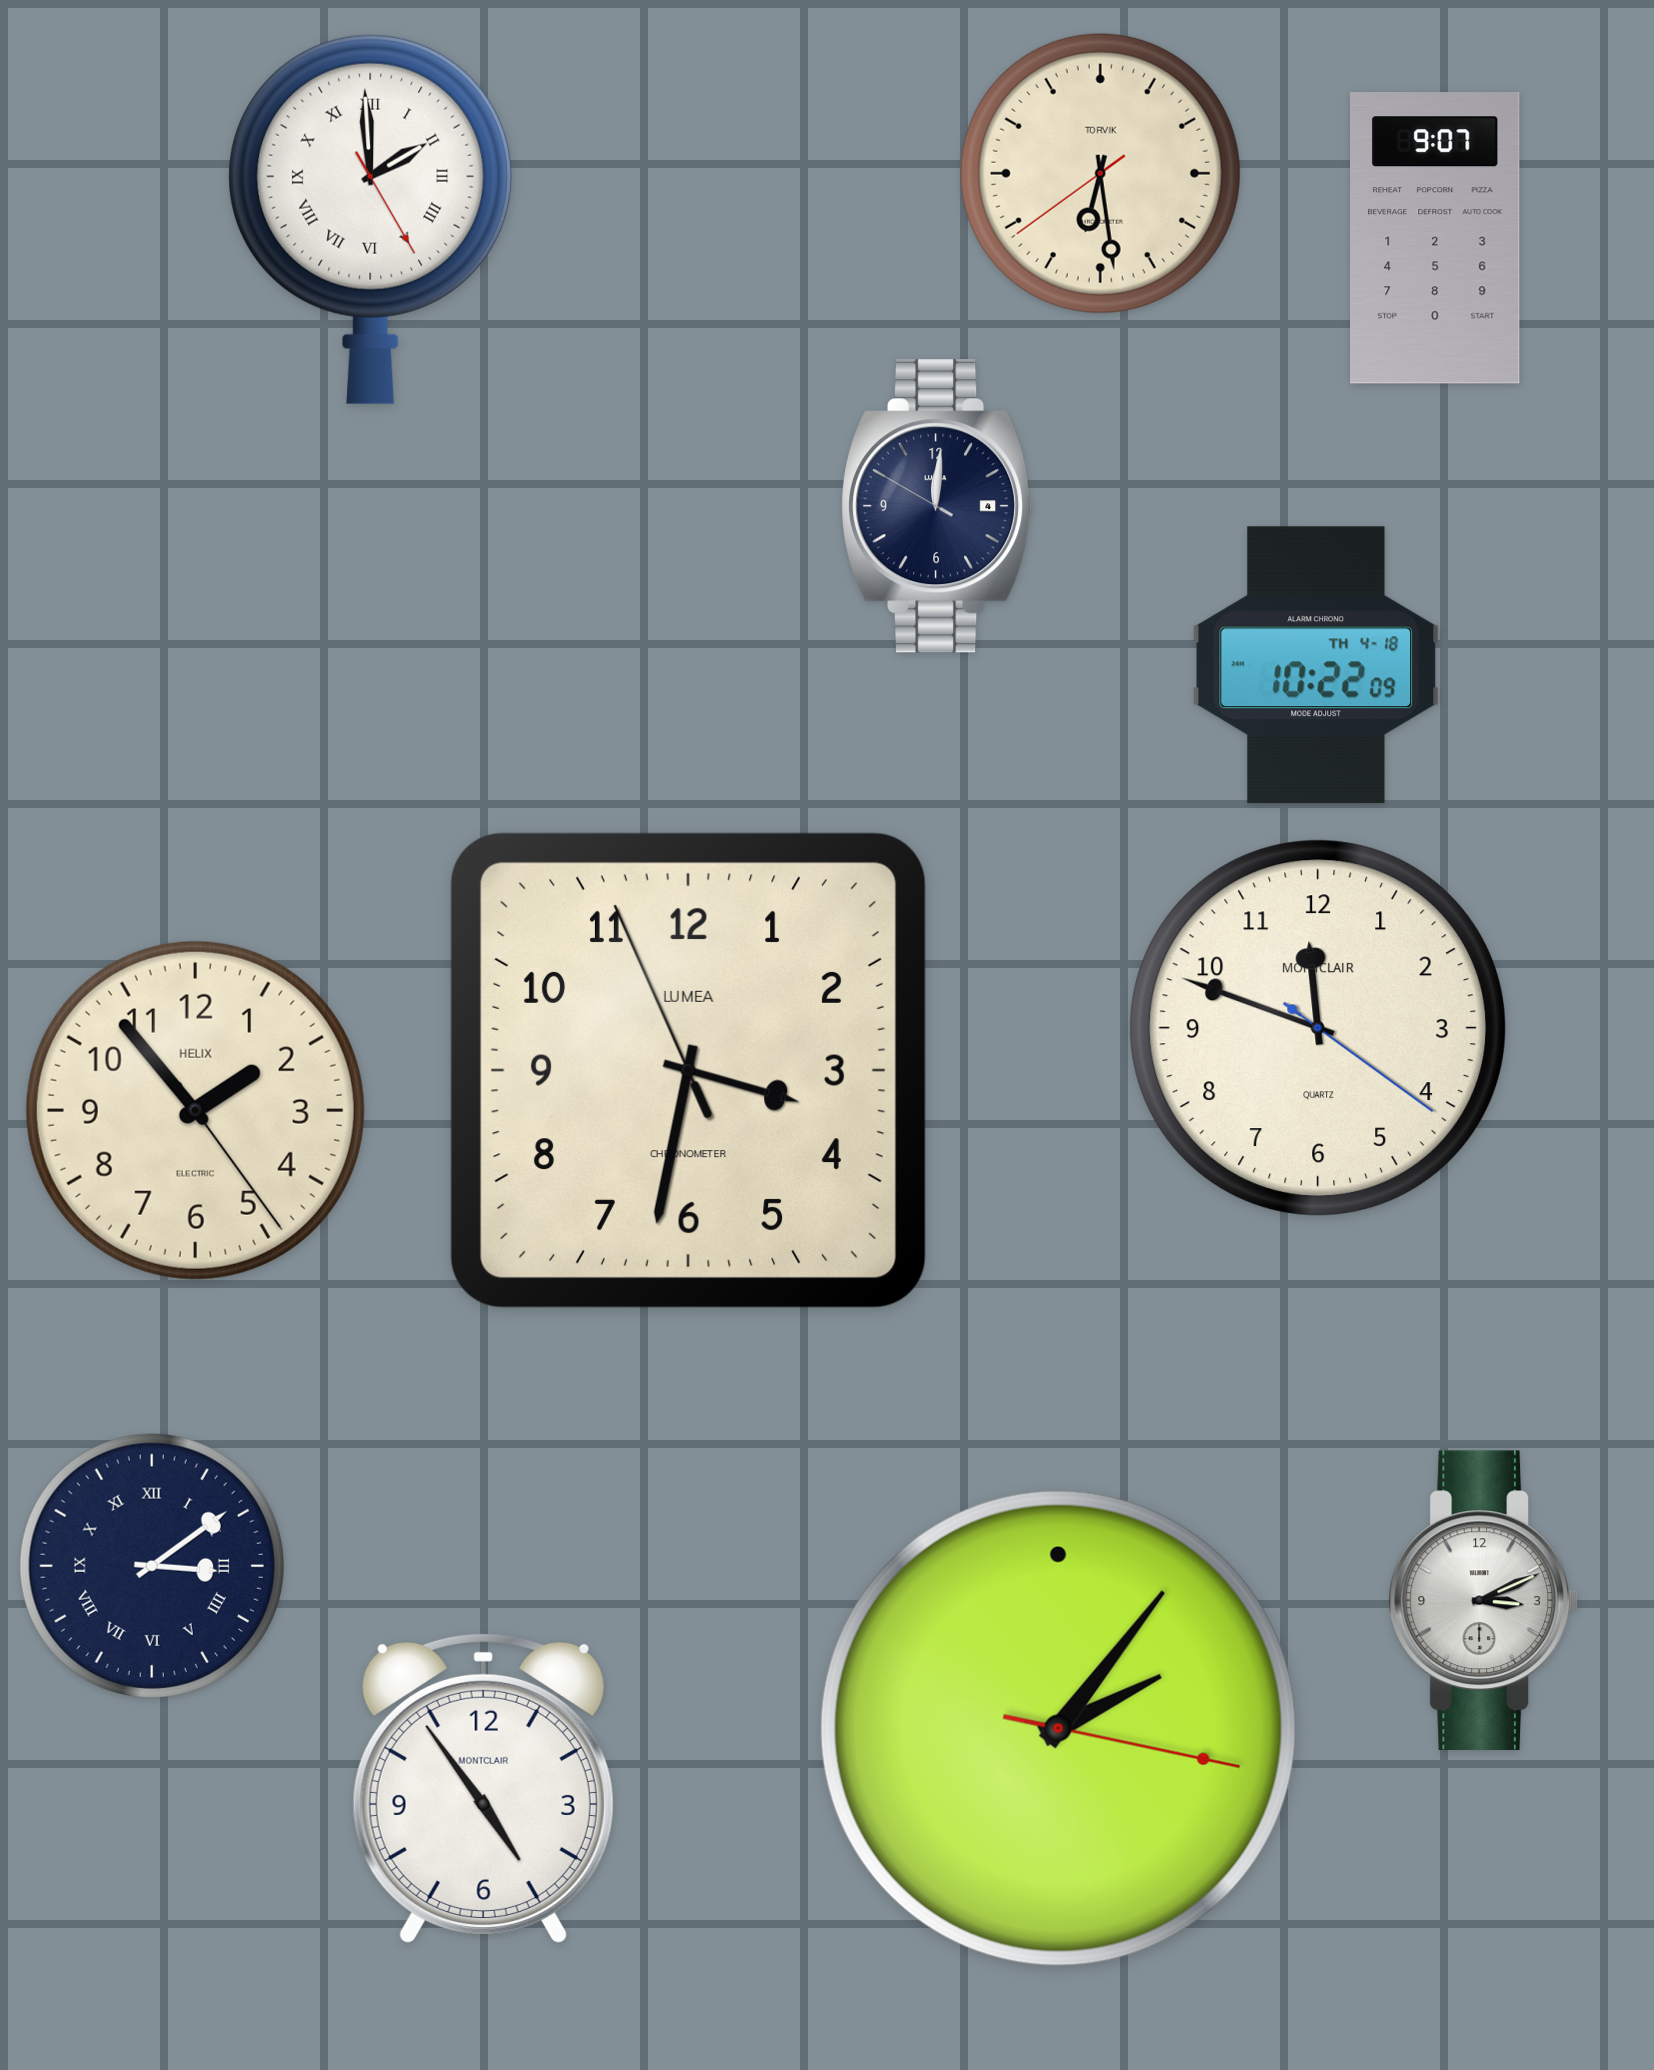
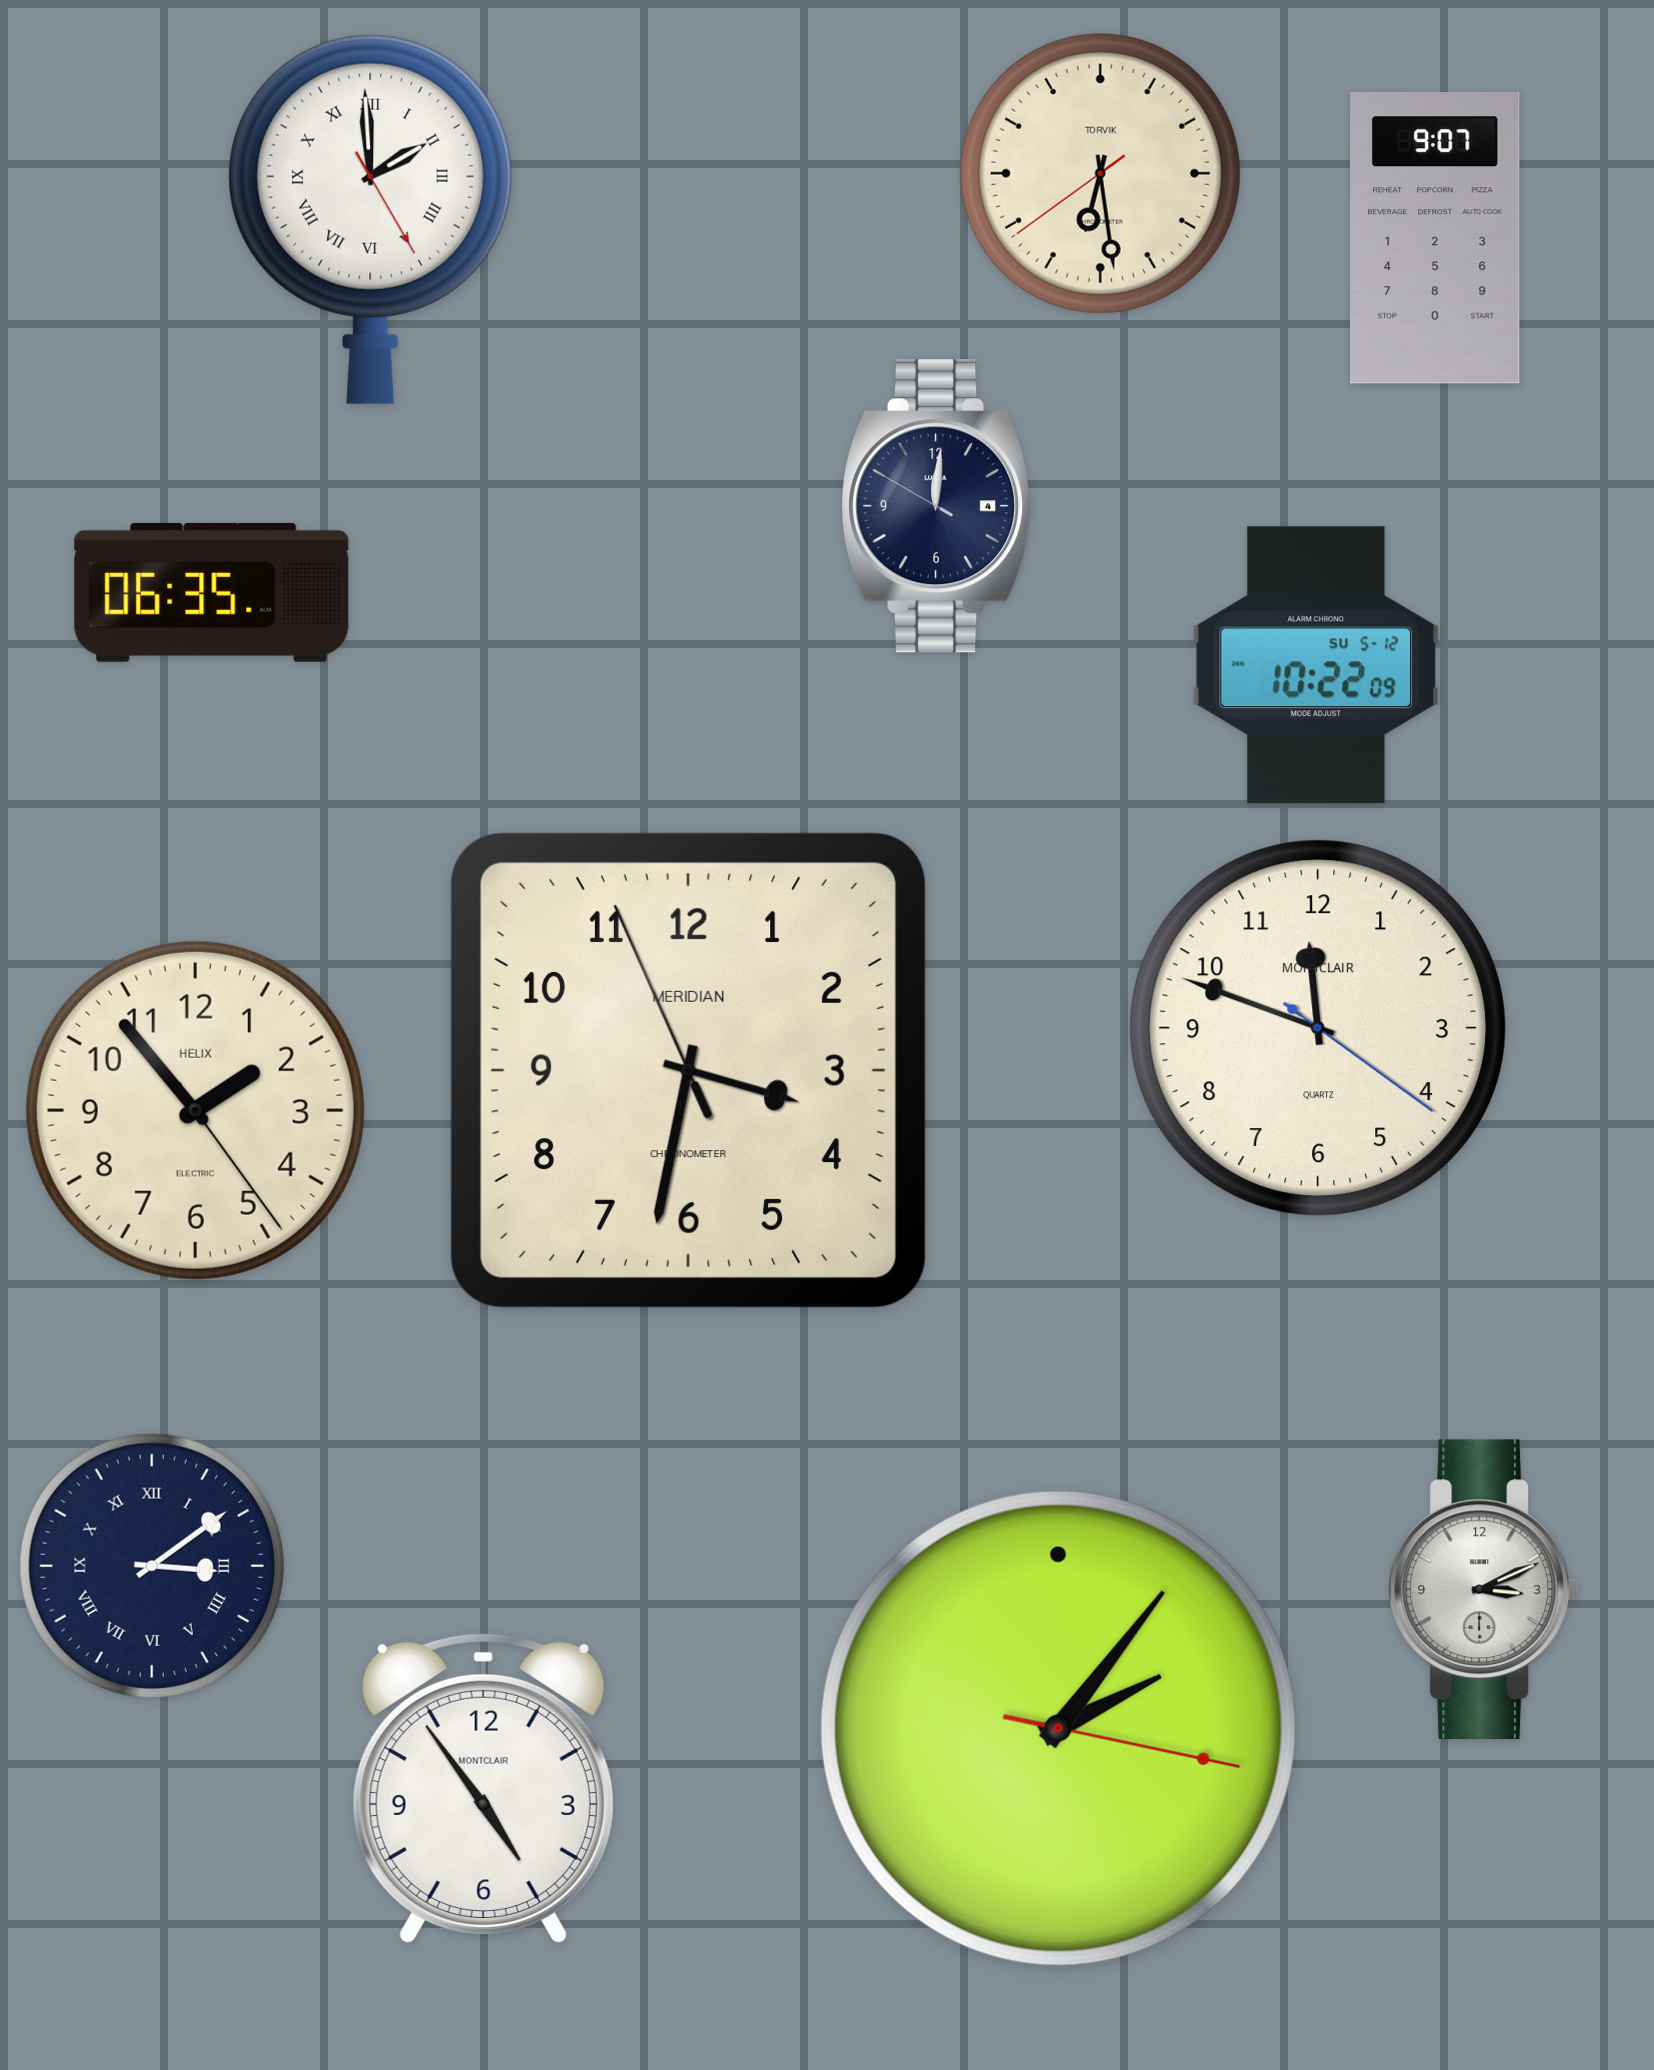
clock at (212, 592): none -> 06:35
clock at (1316, 665) date: TH 4-18 -> SU 5-12
clock at (688, 1070) brand: LUMEA -> MERIDIAN
clock at (1483, 1600) position: (1483, 1600) -> (1483, 1589)
